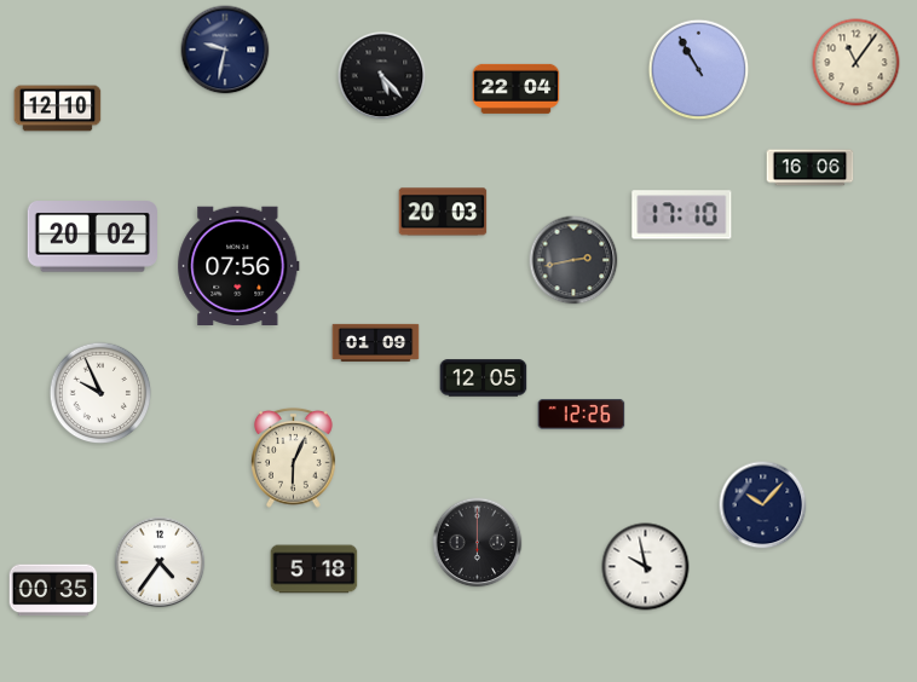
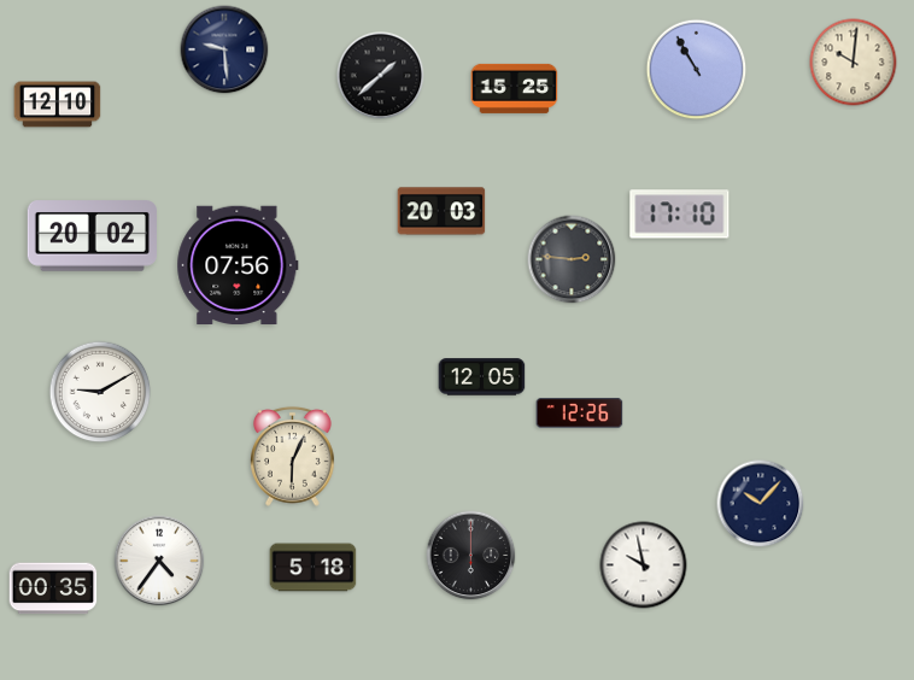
clock at (225, 50): 9:32 -> 9:29
clock at (857, 63): 11:06 -> 10:01
clock at (382, 76): 5:23 -> 1:38
clock at (517, 88): 22:04 -> 15:25
clock at (58, 109) position: (58, 109) -> (58, 105)
clock at (811, 168): 16:06 -> none
clock at (573, 260): 2:43 -> 2:46
clock at (376, 342): 01:09 -> none
clock at (100, 393): 9:56 -> 9:10
clock at (478, 543) position: (478, 543) -> (471, 556)
